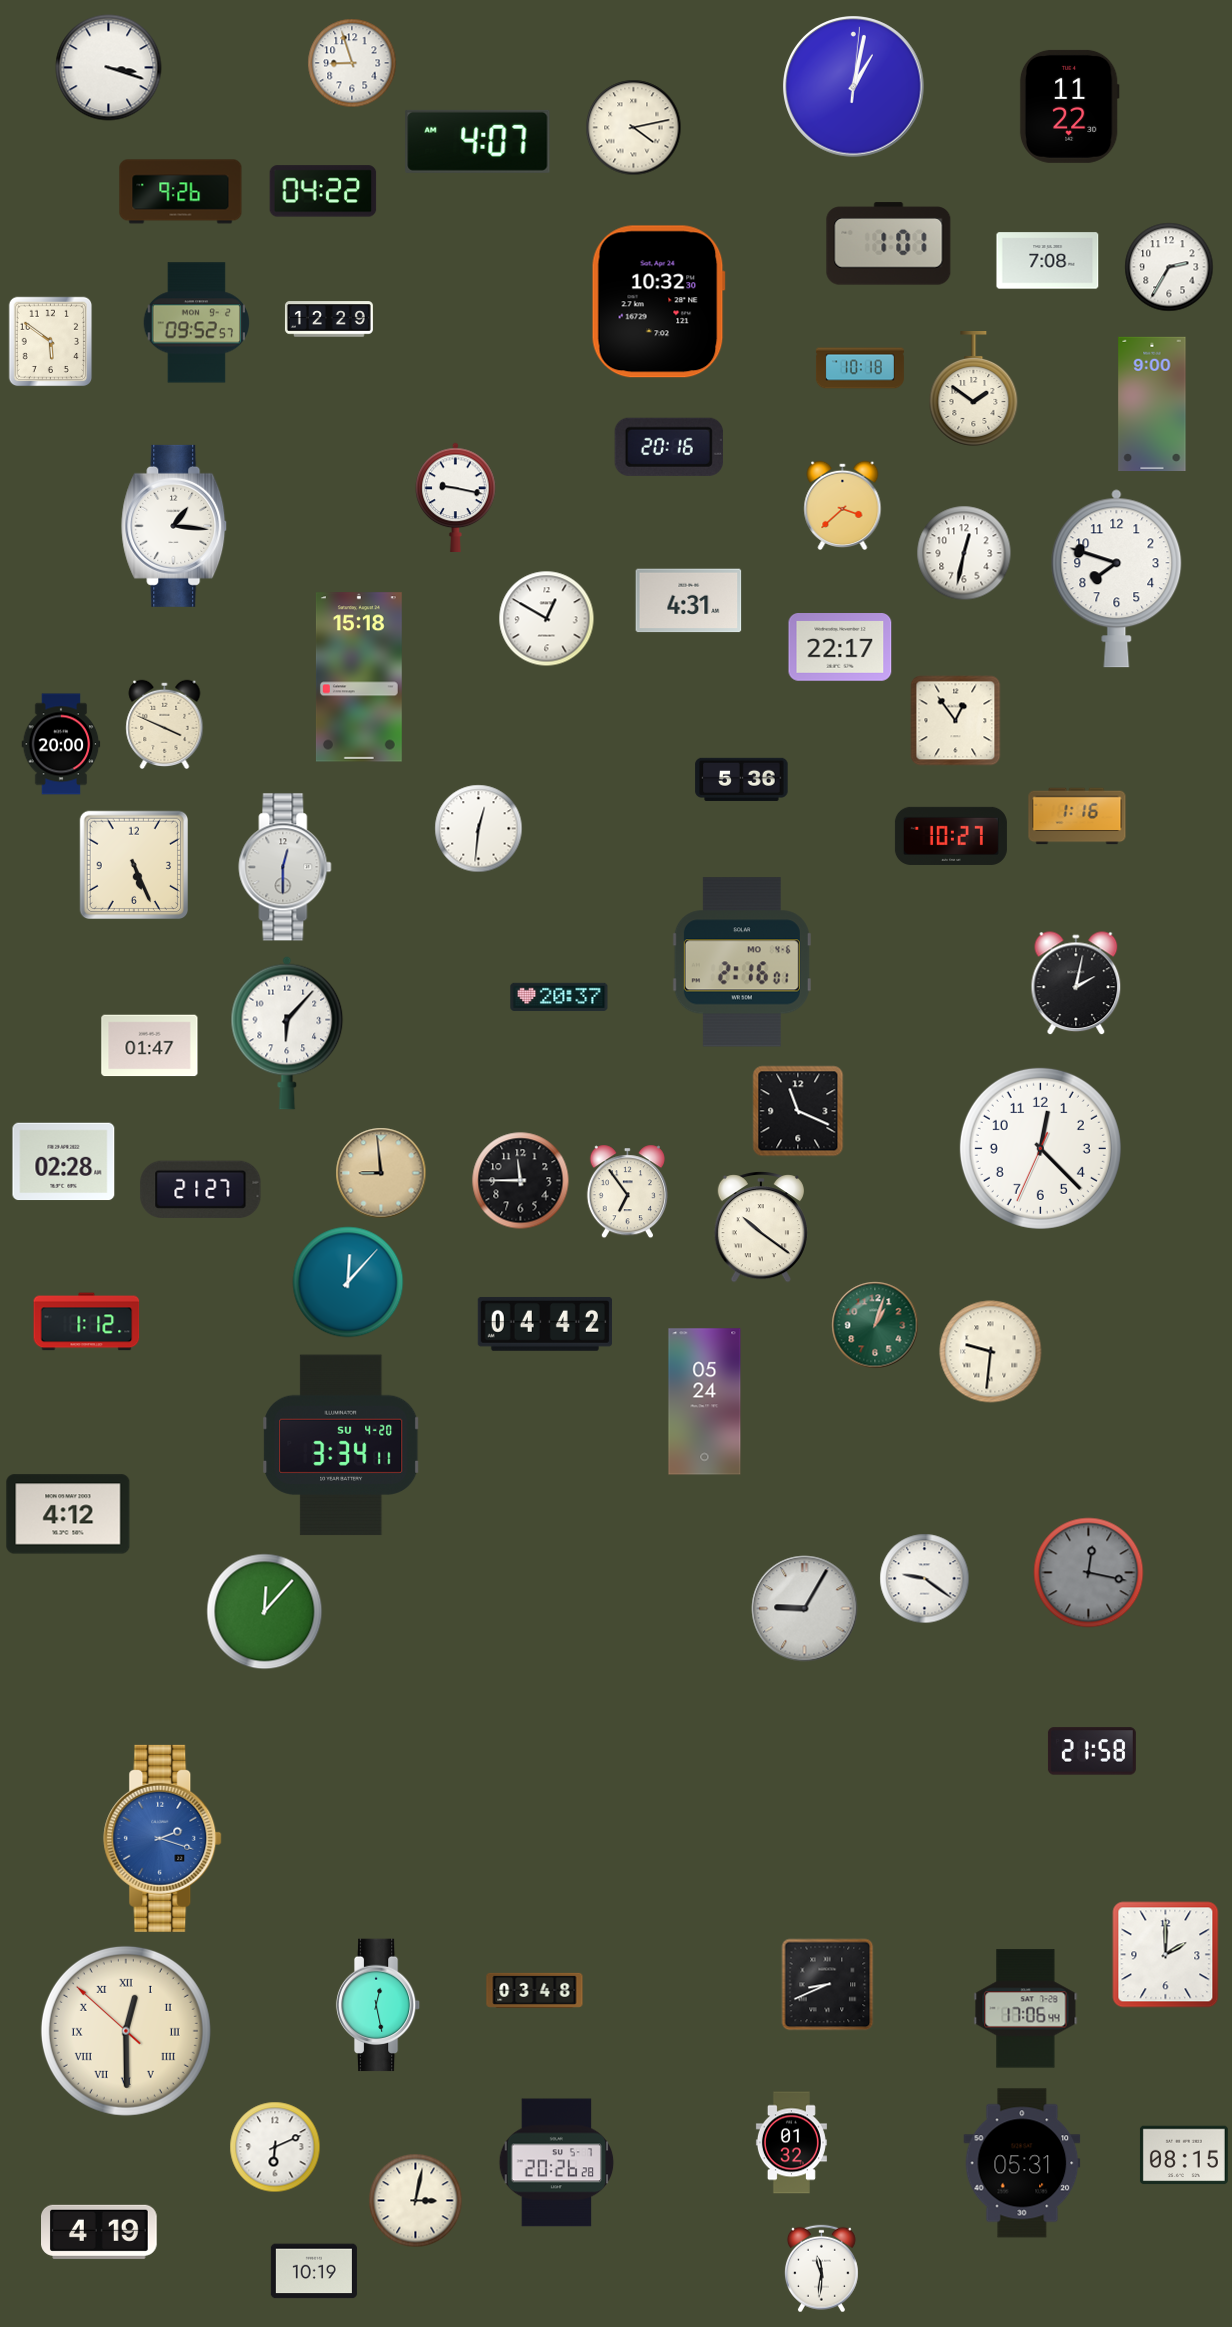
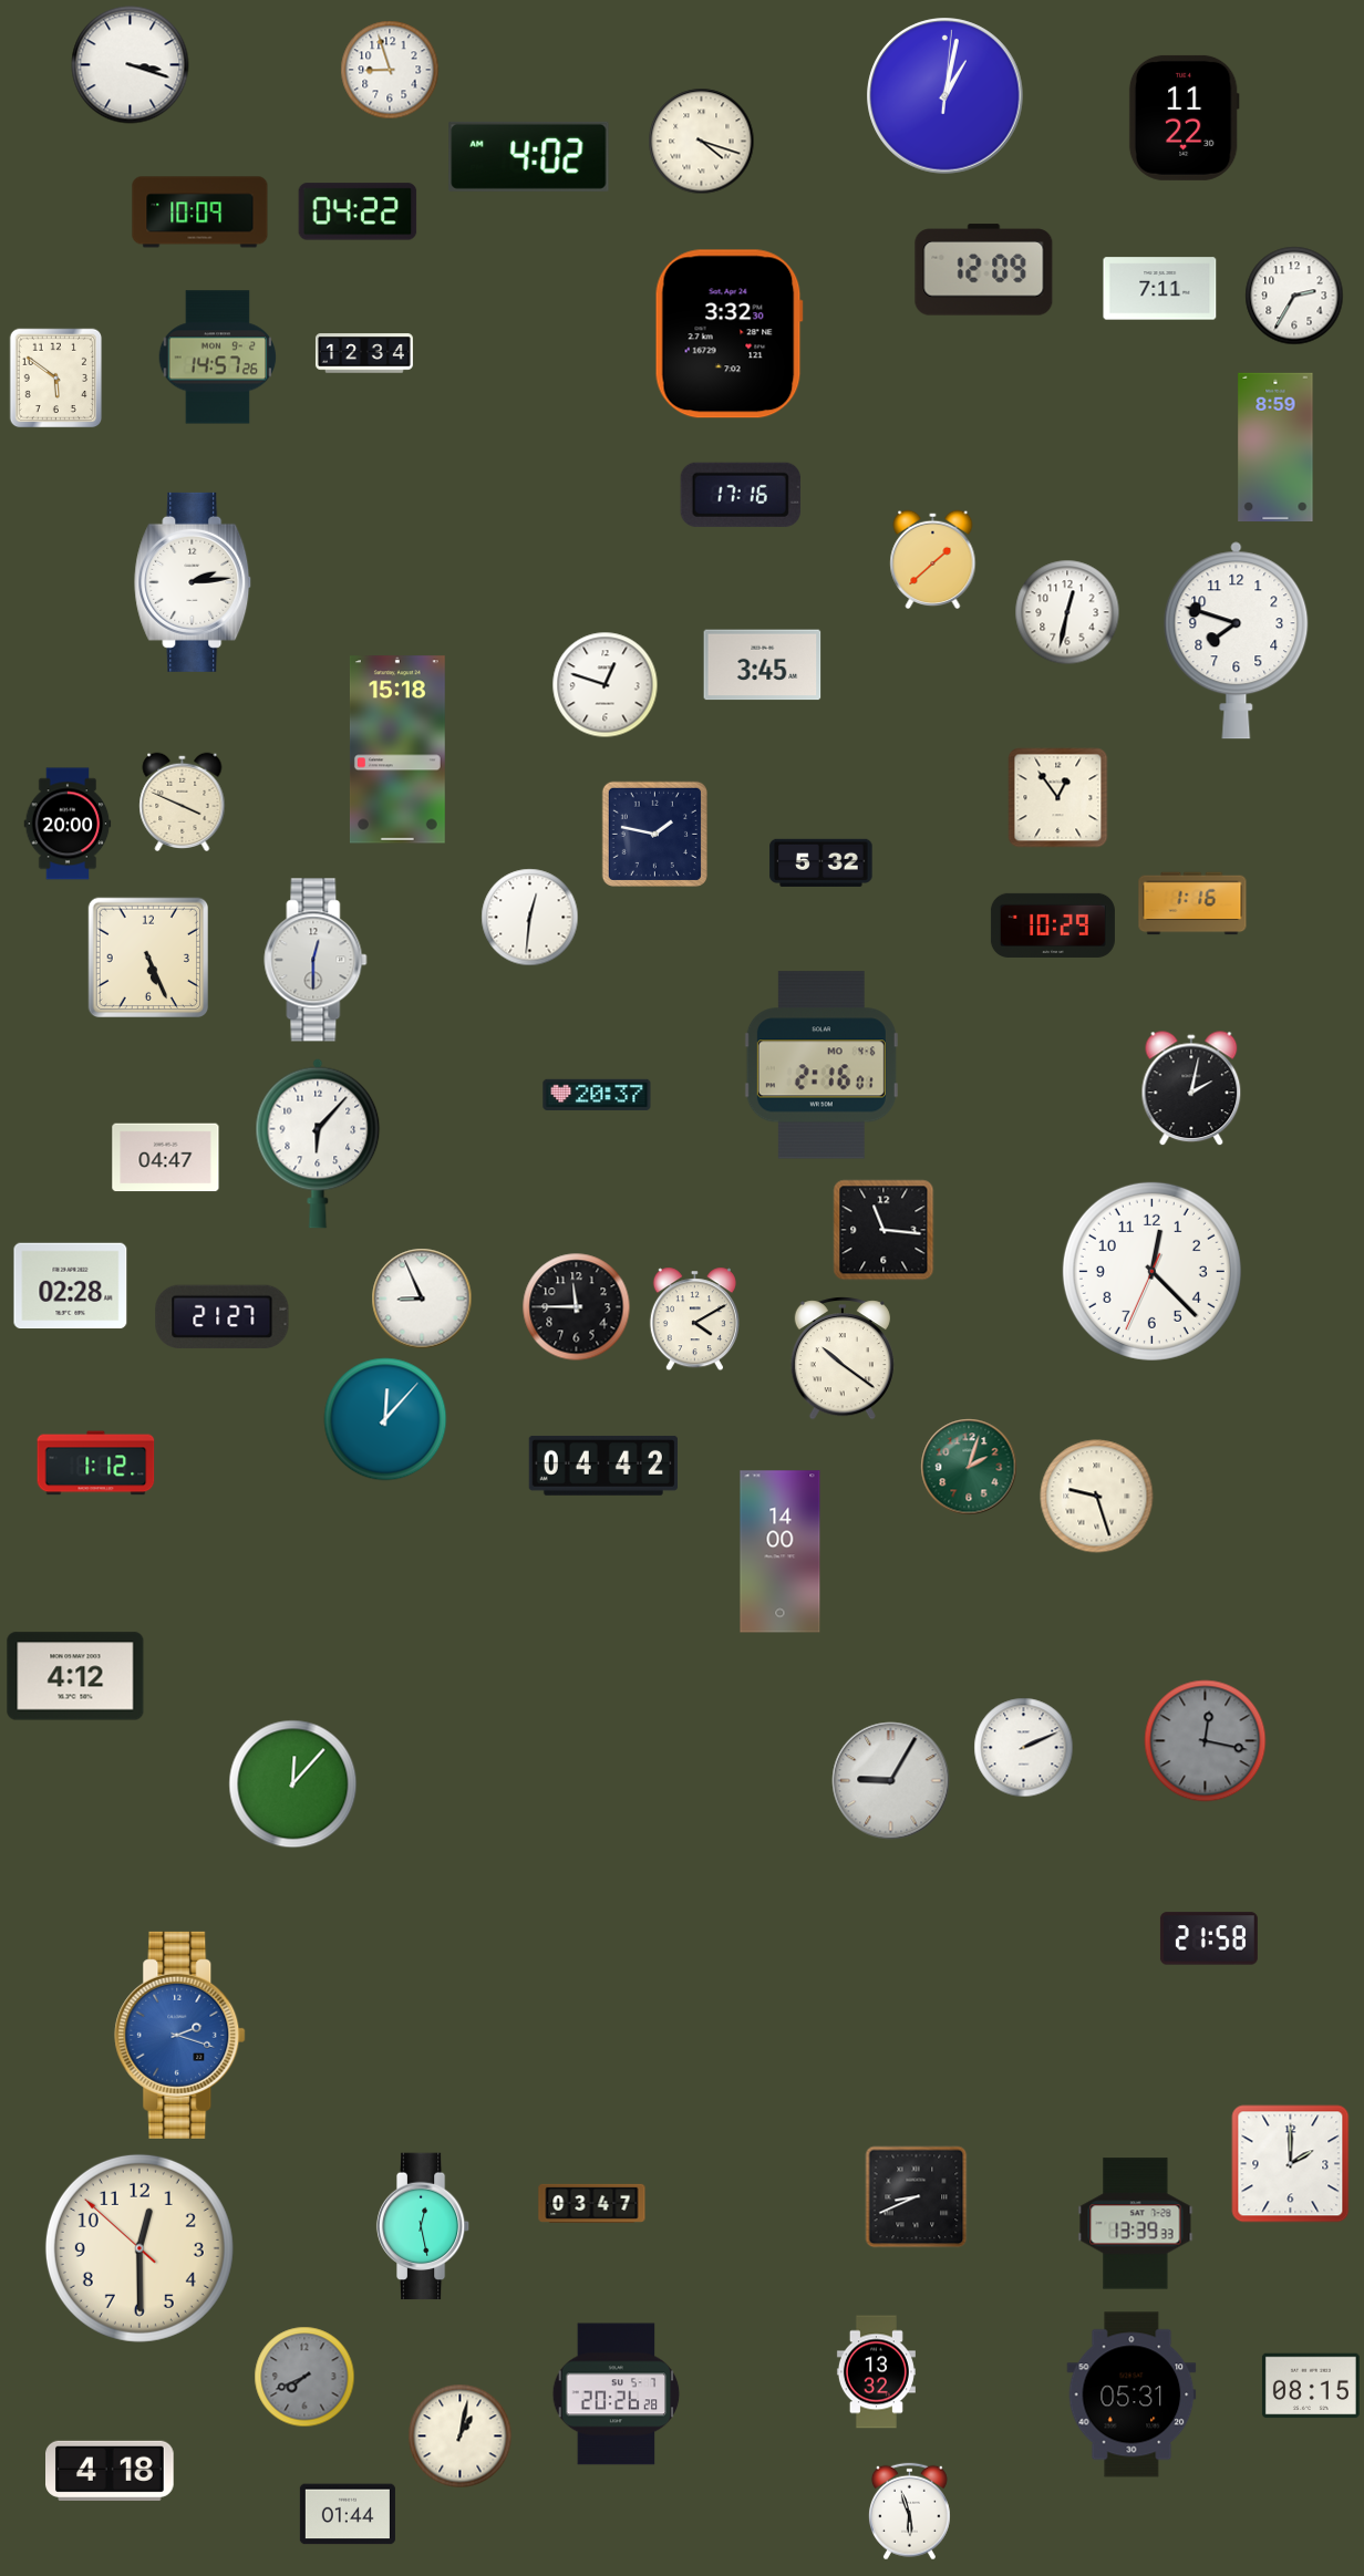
clock at (109, 68) position: (109, 68) -> (131, 65)
clock at (634, 128): 4:13 -> 4:18
clock at (478, 141): 4:07 -> 4:02
clock at (181, 192): 9:26 -> 10:09
clock at (889, 244): 1:01 -> 12:09
clock at (1048, 261): 7:08 -> 7:11
clock at (658, 302): 10:32 -> 3:32
clock at (329, 319): 12:29 -> 12:34
clock at (197, 323): 09:52 -> 14:57
clock at (860, 368): 10:18 -> none
clock at (974, 389): 1:51 -> none
clock at (1152, 403): 9:00 -> 8:59
clock at (669, 447): 20:16 -> 17:16
clock at (456, 497): 9:17 -> none
clock at (843, 505): 3:38 -> 1:38
clock at (175, 526): 1:16 -> 2:14
clock at (689, 601): 4:31 -> 3:45
clock at (547, 619): 12:50 -> 12:48
clock at (840, 648): 22:17 -> none
clock at (654, 834): none -> 1:47
clock at (742, 779): 5:36 -> 5:32
clock at (951, 836): 10:27 -> 10:29
clock at (559, 997) position: (559, 997) -> (597, 1095)
clock at (150, 1046): 01:47 -> 04:47
clock at (798, 1111): 11:19 -> 11:16
clock at (381, 1173): 8:59 -> 8:56
clock at (381, 1173) dial: champagne -> white
clock at (627, 1192): 6:54 -> 4:10
clock at (875, 1325): 1:03 -> 2:03
clock at (991, 1352): 9:31 -> 9:27
clock at (705, 1402): 05:24 -> 14:00
clock at (341, 1445): 3:34 -> none
clock at (925, 1579): 9:21 -> 2:11
clock at (535, 1990): 03:48 -> 03:47
clock at (378, 2005) position: (378, 2005) -> (423, 2226)
clock at (1026, 2009): 17:06 -> 13:39
clock at (126, 2031) numerals: Roman -> Arabic
clock at (791, 2143): 01:32 -> 13:32
clock at (275, 2147): 6:11 -> 7:41
clock at (275, 2147) dial: white -> grey
clock at (416, 2201): 3:02 -> 1:02
clock at (100, 2232): 4:19 -> 4:18
clock at (821, 2269): 11:31 -> 5:57
clock at (314, 2271): 10:19 -> 01:44
